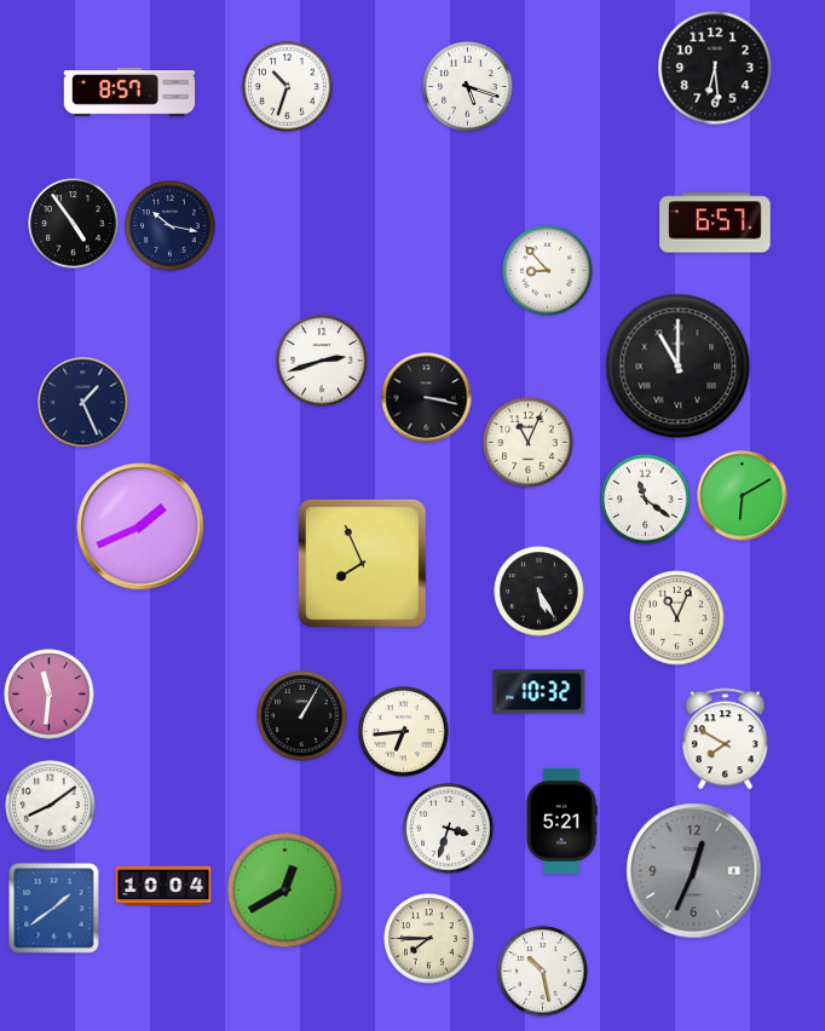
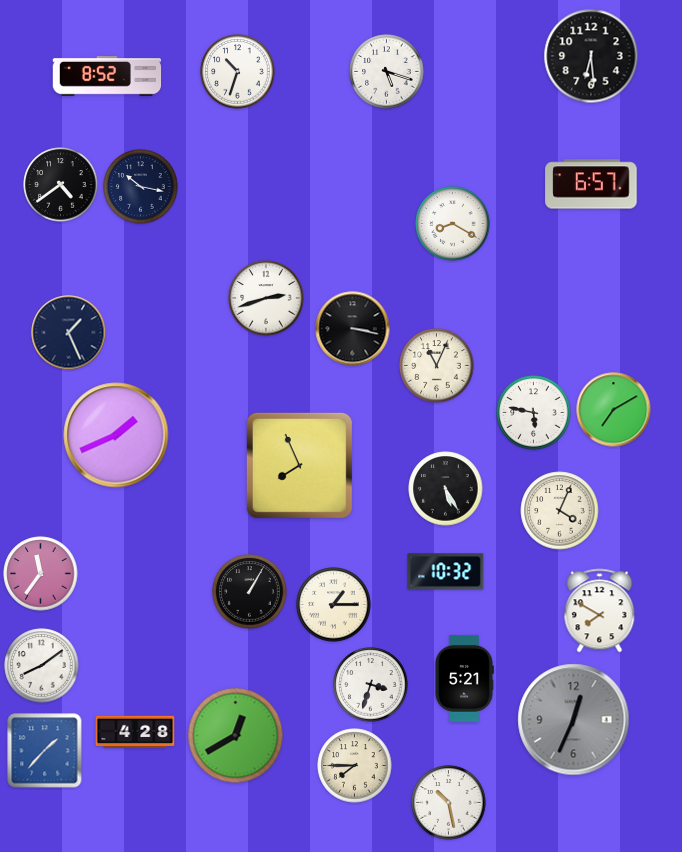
clock at (129, 92): 8:57 -> 8:52
clock at (74, 224): 4:54 -> 4:39
clock at (548, 271): 8:53 -> 8:20
clock at (679, 367): 11:00 -> none
clock at (743, 496): 6:10 -> 7:10
clock at (646, 500): 11:21 -> 5:47
clock at (677, 618): 11:04 -> 4:04
clock at (50, 695): 11:31 -> 11:36
clock at (404, 732): 6:44 -> 1:15
clock at (163, 886): 10:04 -> 4:28
clock at (54, 909): 1:39 -> 1:37
clock at (429, 939) position: (429, 939) -> (355, 766)
